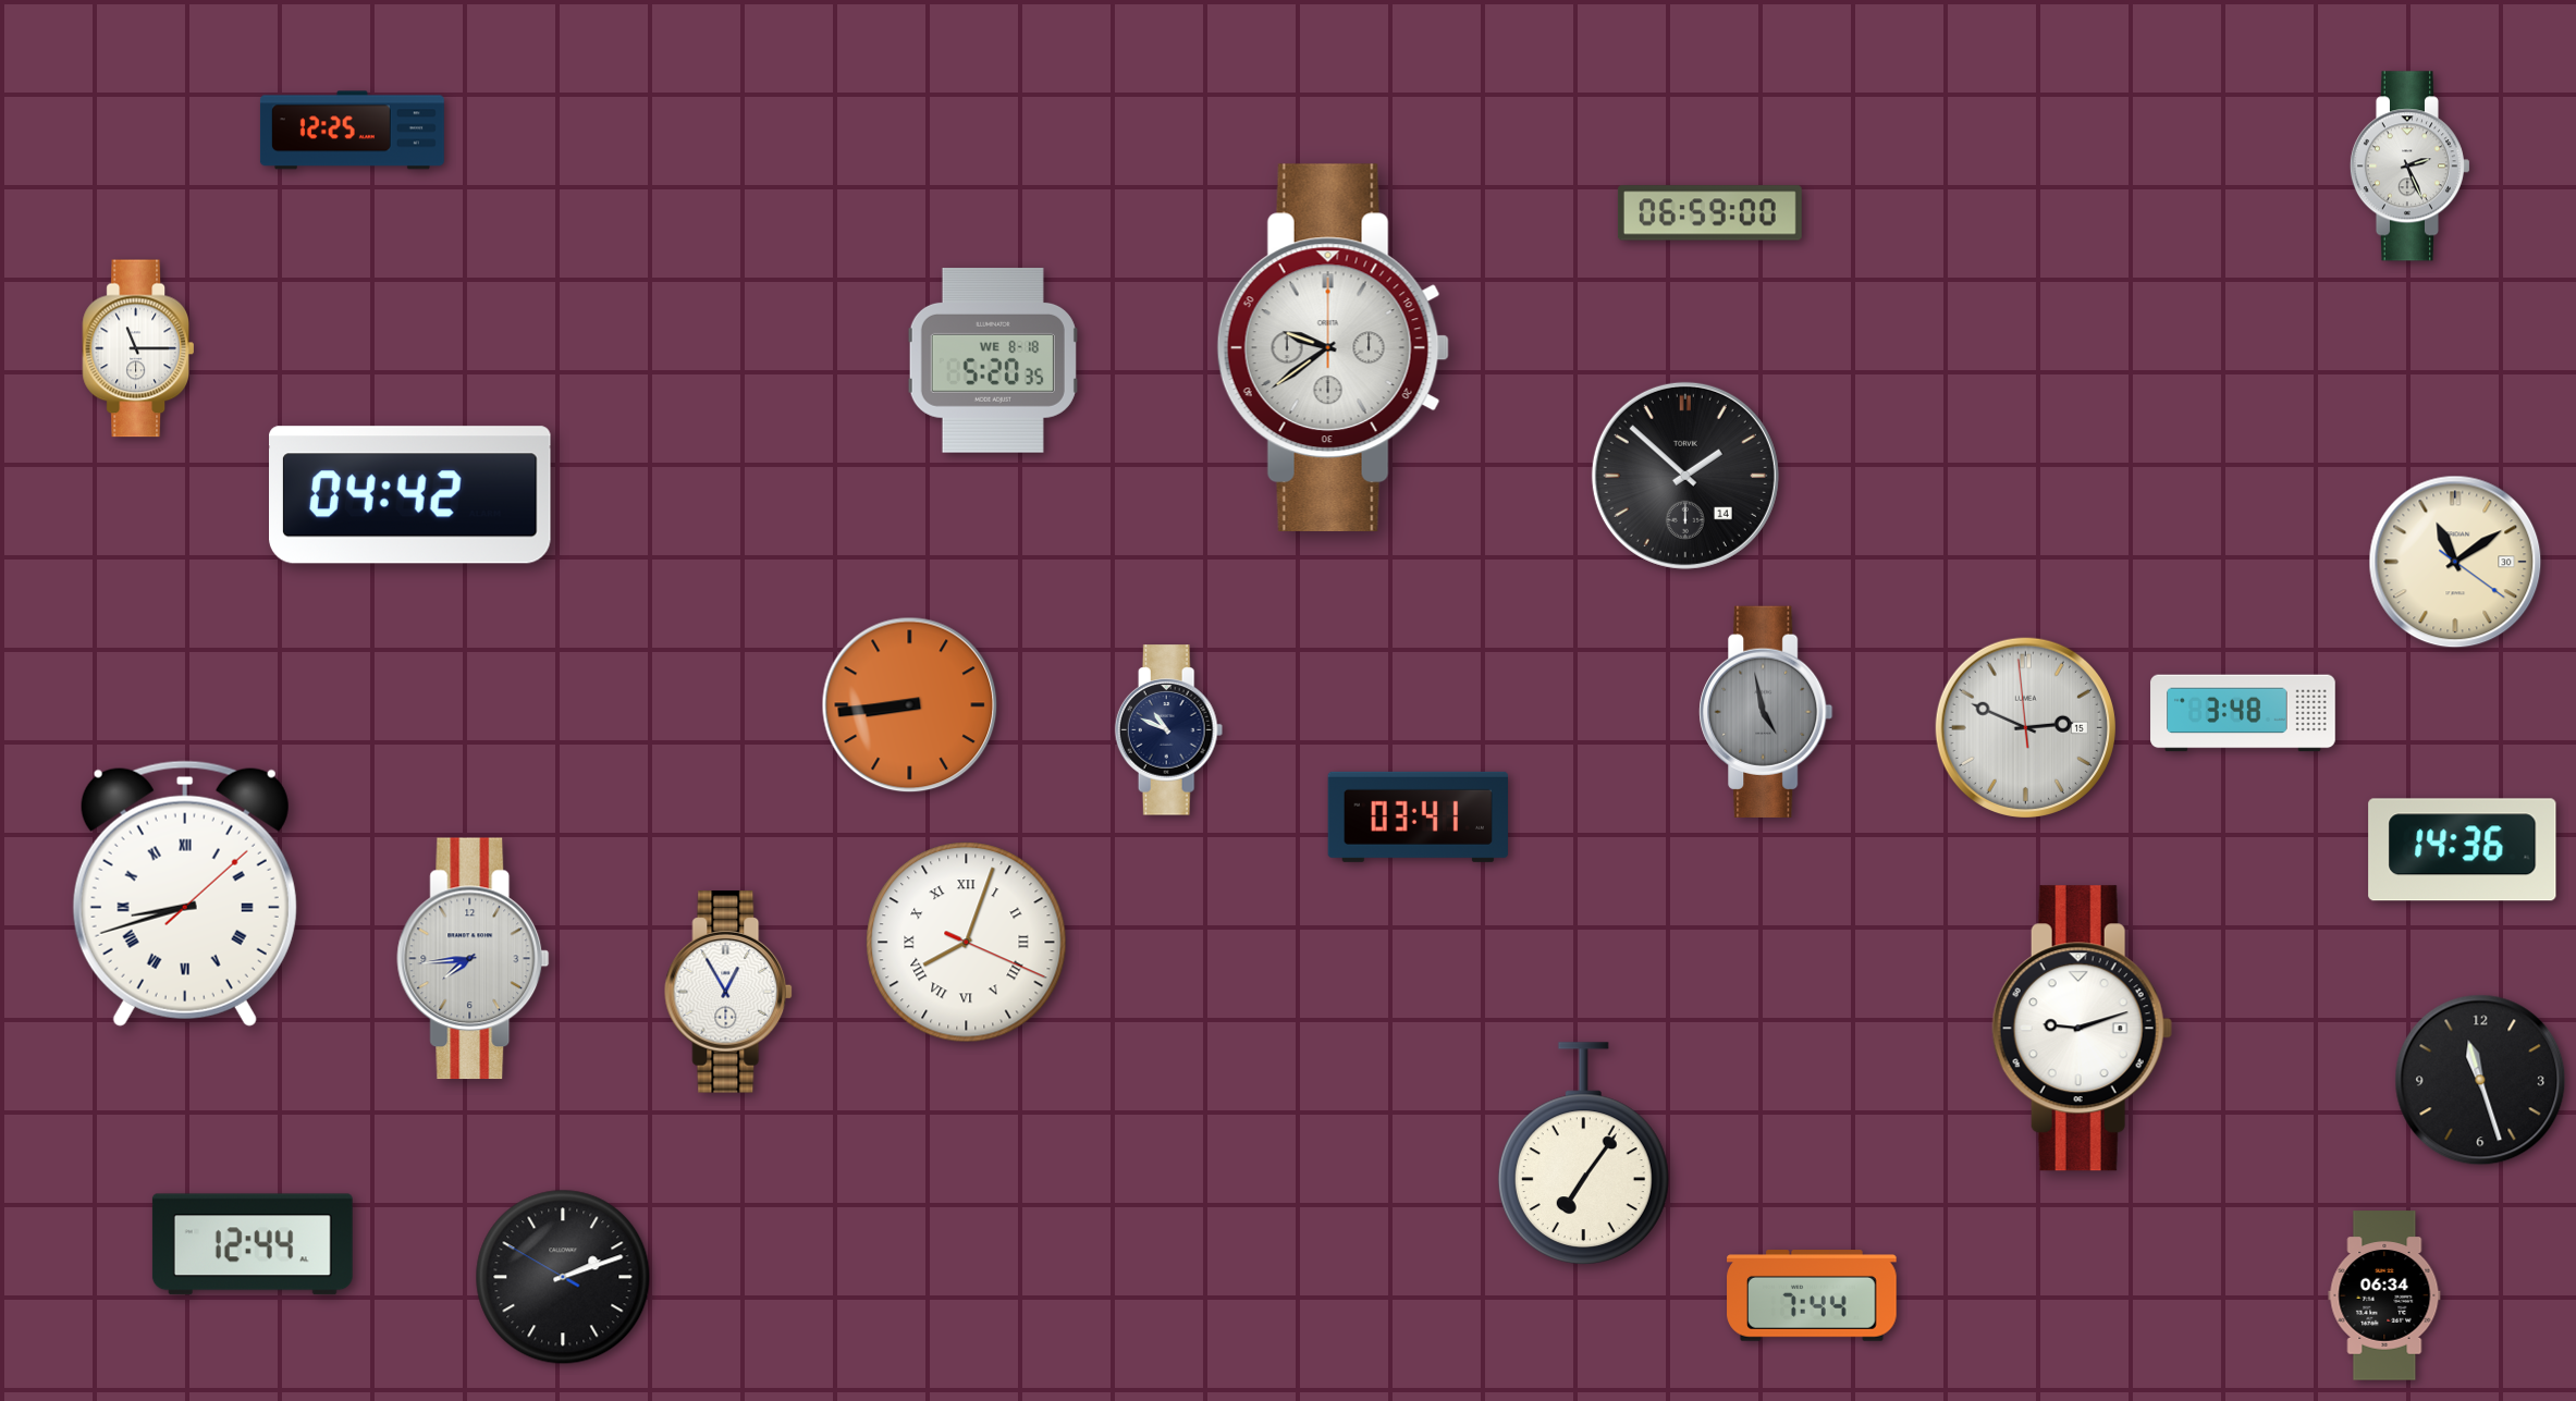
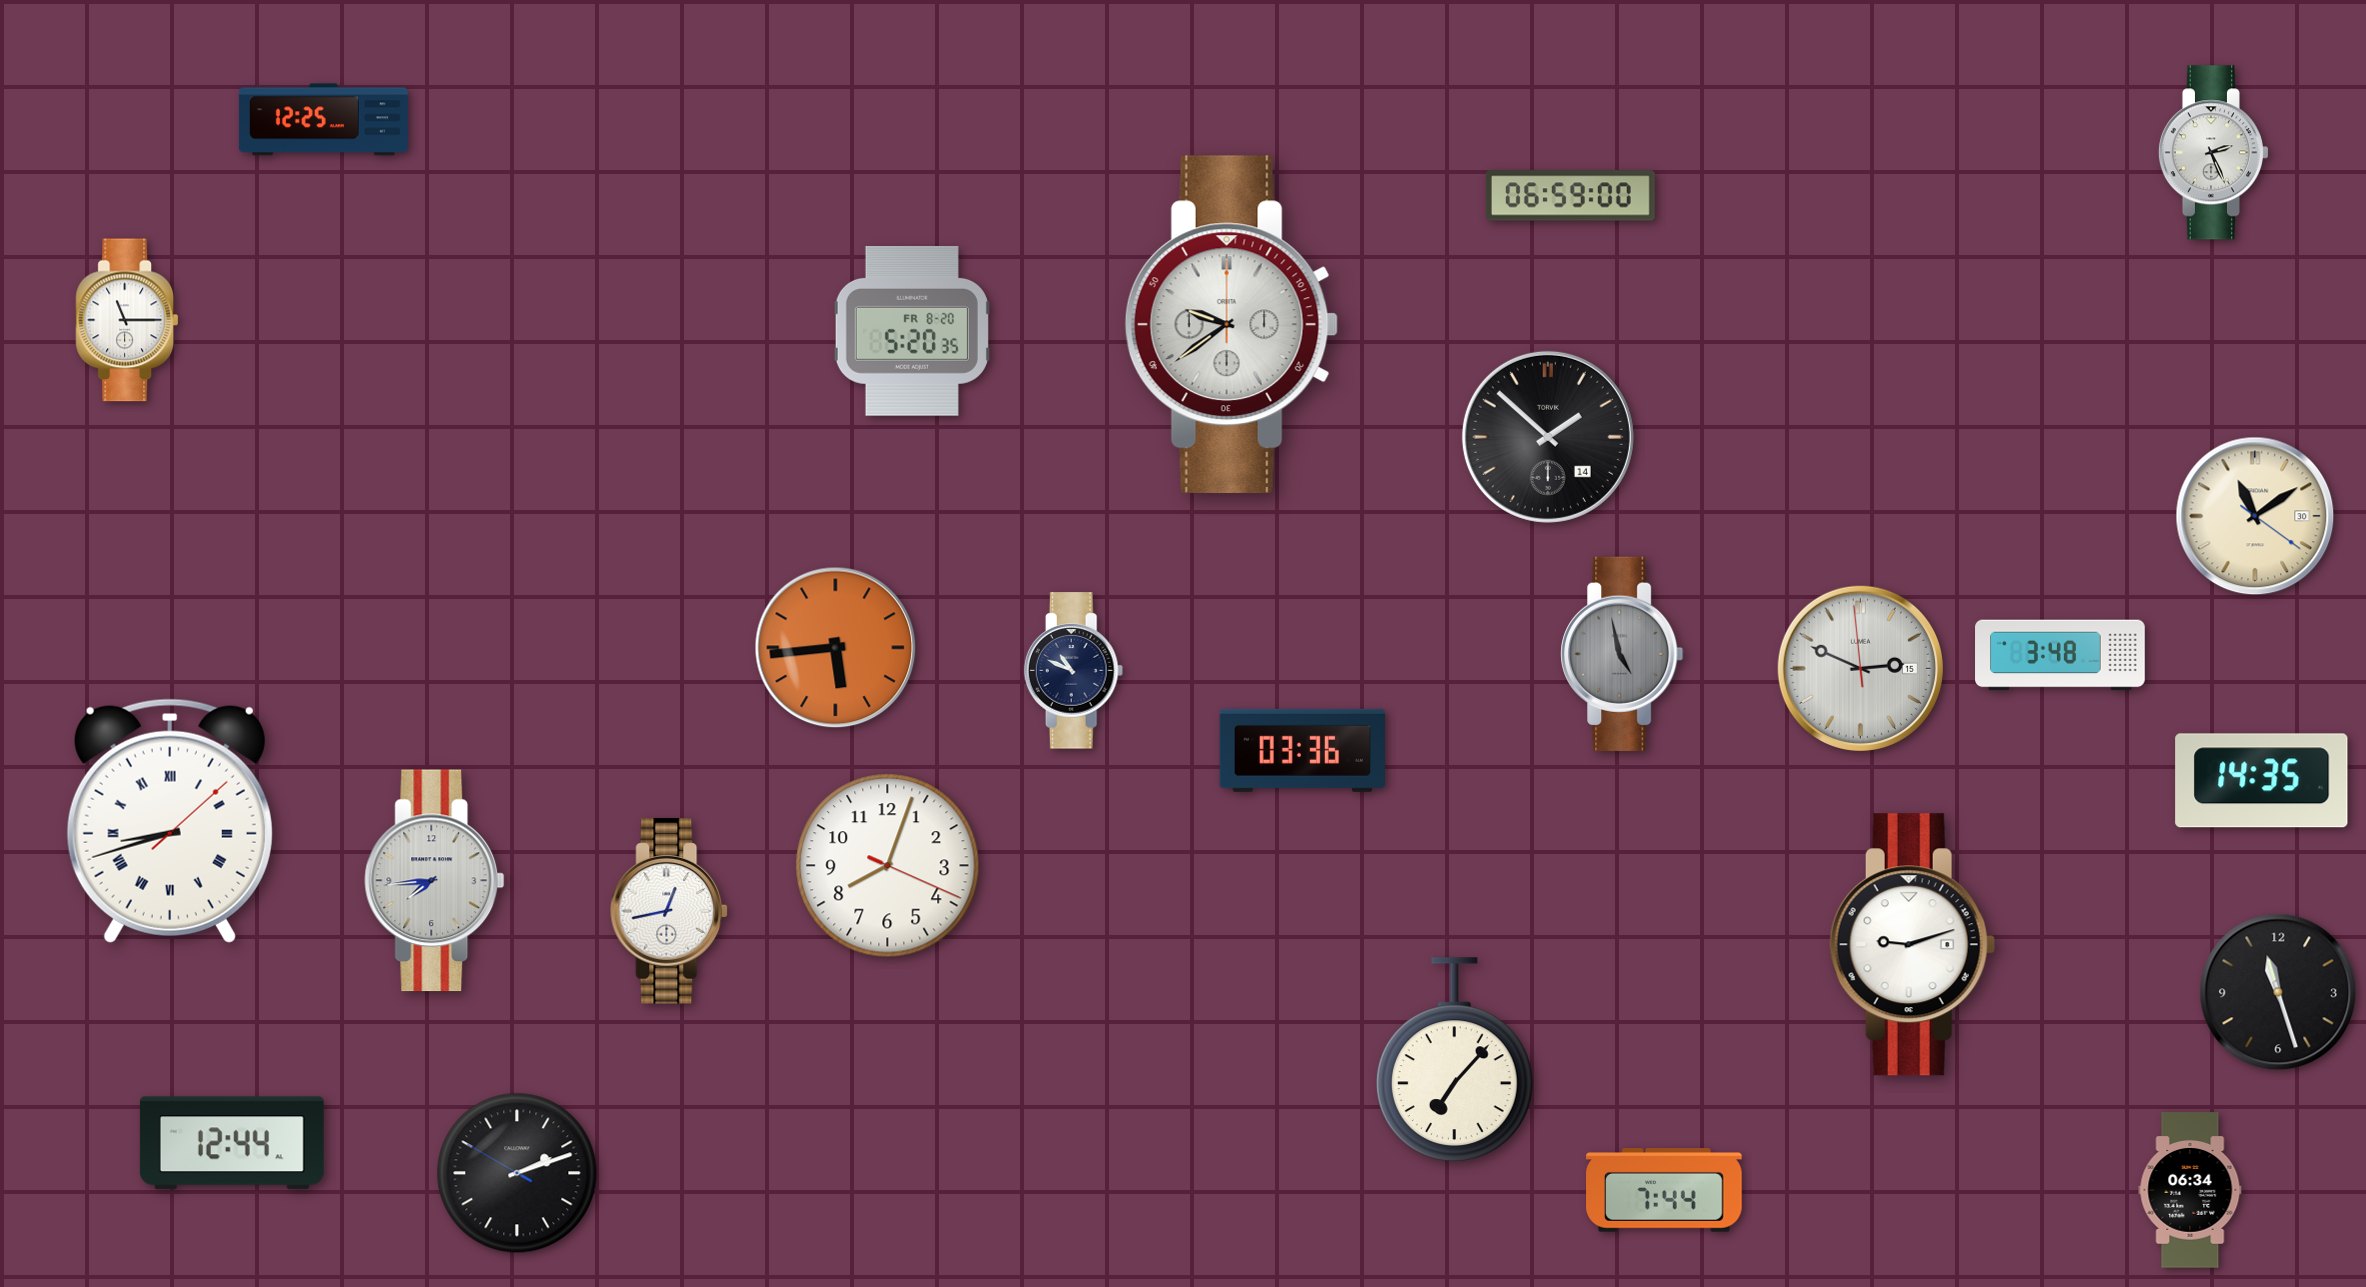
clock at (1333, 347) position: (1333, 347) -> (1231, 324)
clock at (993, 360) date: WE 8-18 -> FR 8-20
clock at (410, 495): 04:42 -> none
clock at (910, 705): 8:44 -> 5:44
clock at (1418, 816): 03:41 -> 03:36
clock at (2463, 850): 14:36 -> 14:35
clock at (967, 943) numerals: Roman -> Arabic
clock at (729, 992): 12:55 -> 12:43
clock at (1583, 1153): 7:06 -> 7:07
